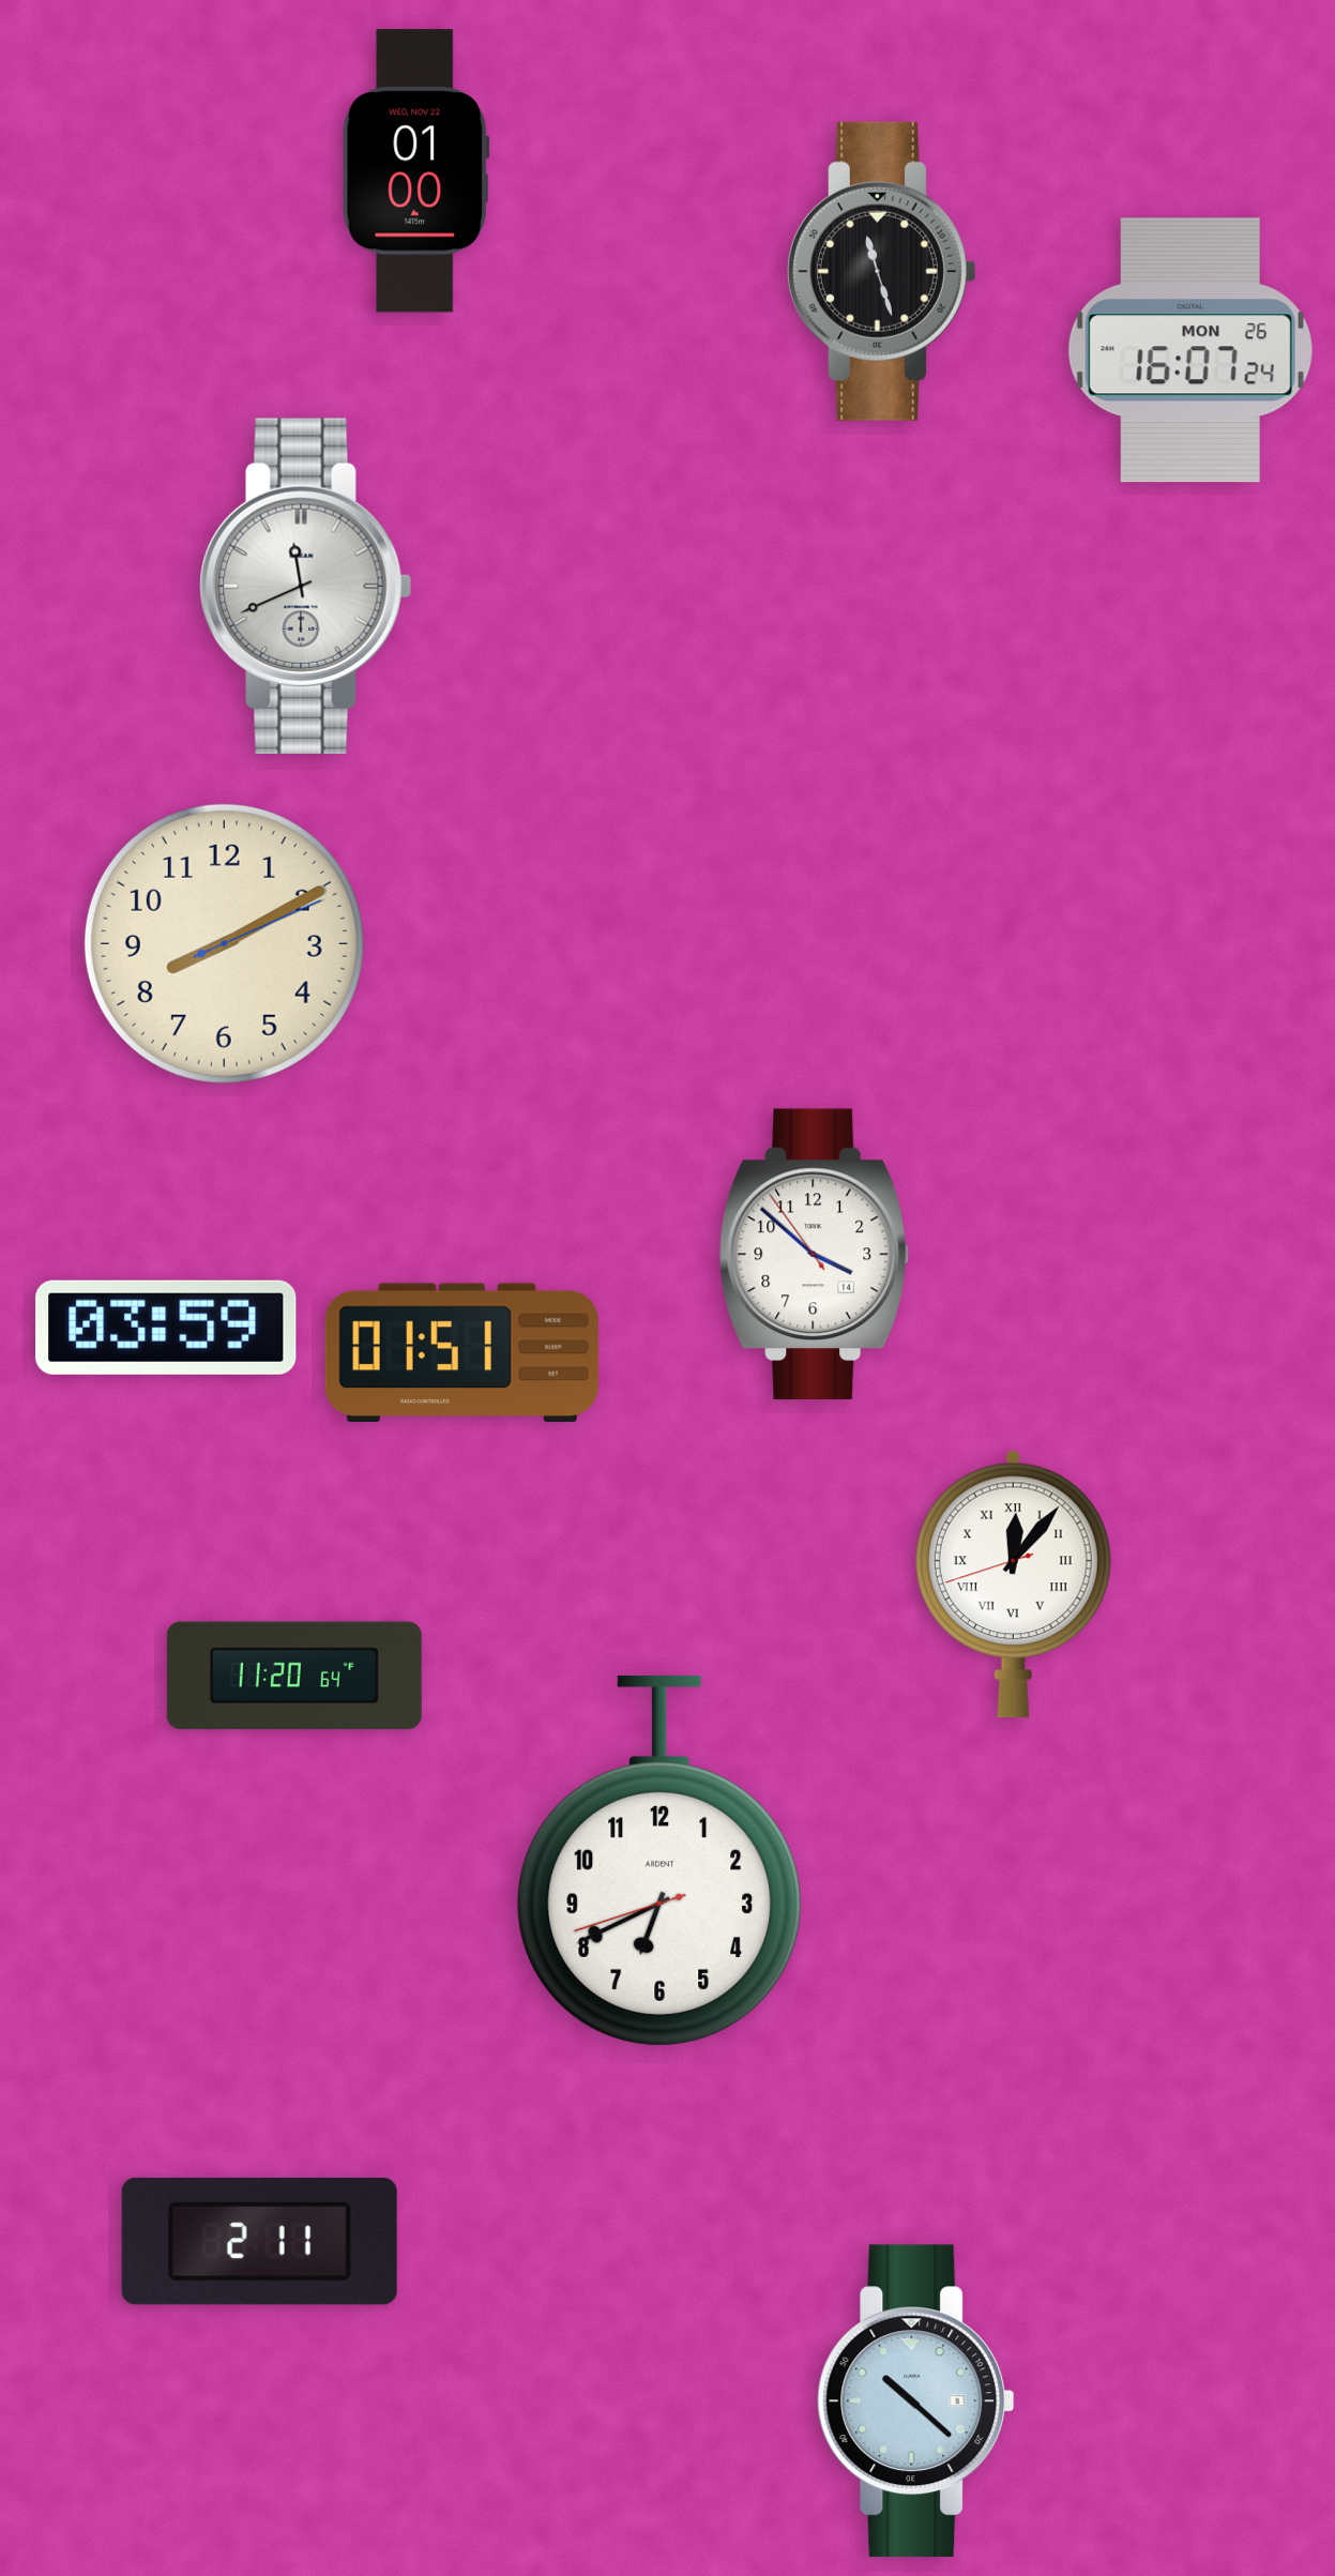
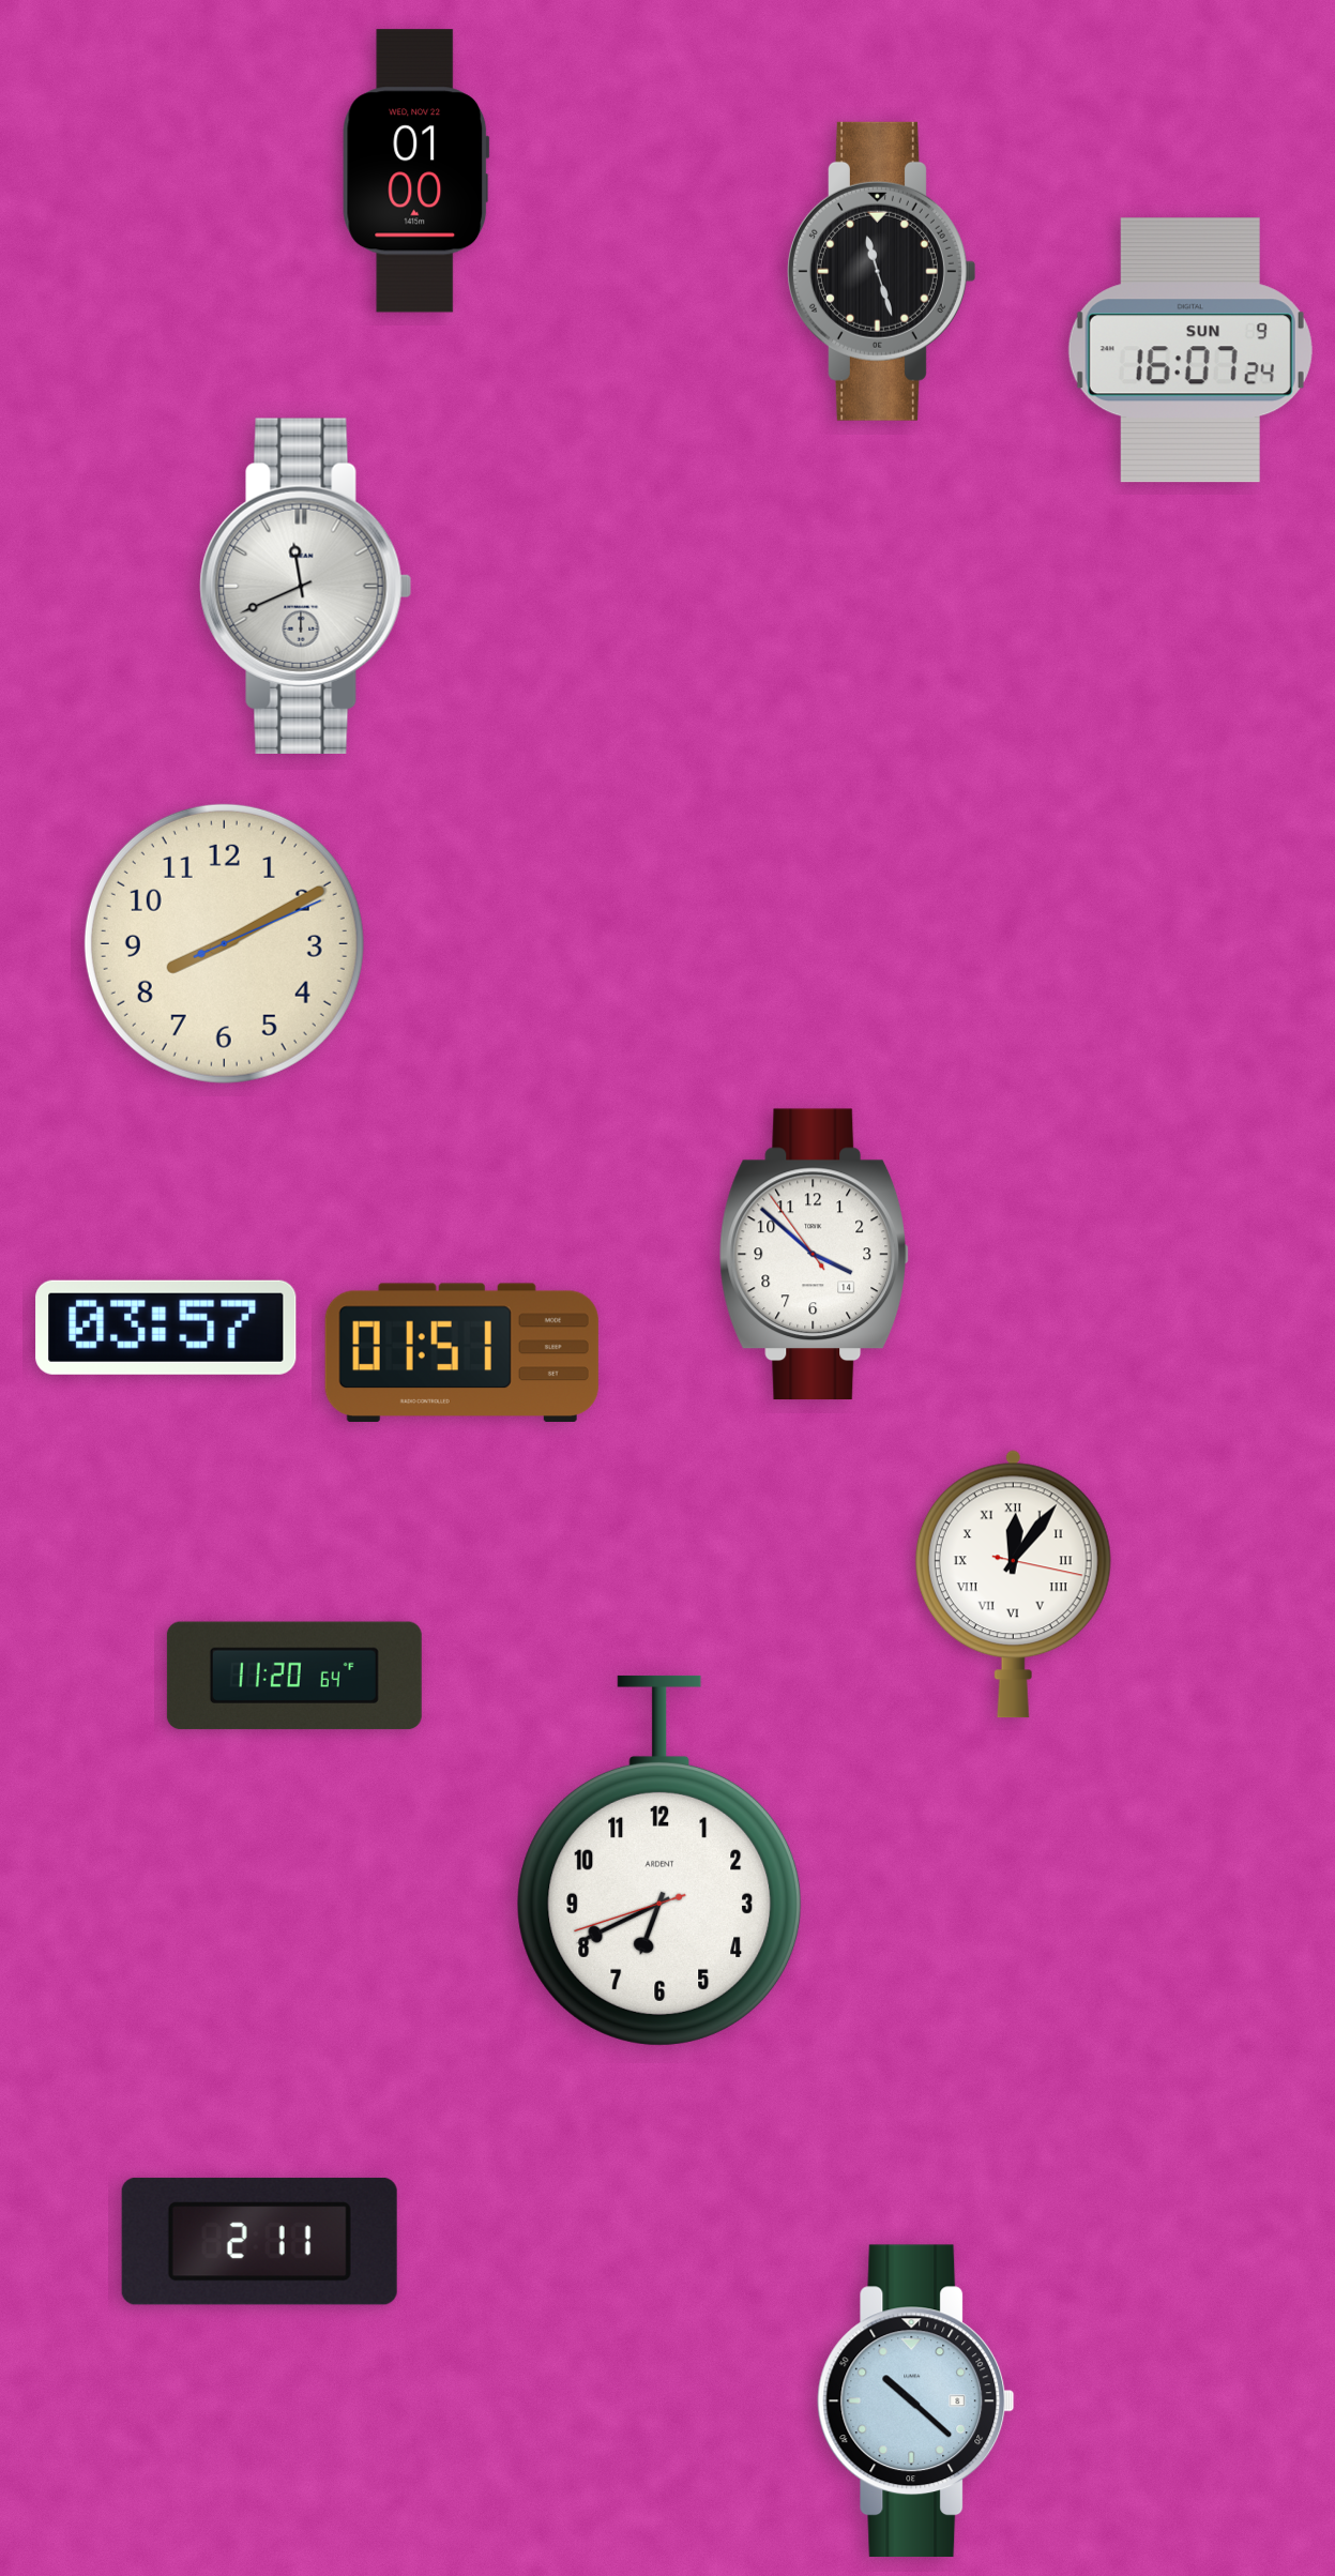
clock at (1190, 350) date: MON 26 -> SUN 9
clock at (166, 1328): 03:59 -> 03:57
clock at (1013, 1584): 12:06:42 -> 12:06:17
